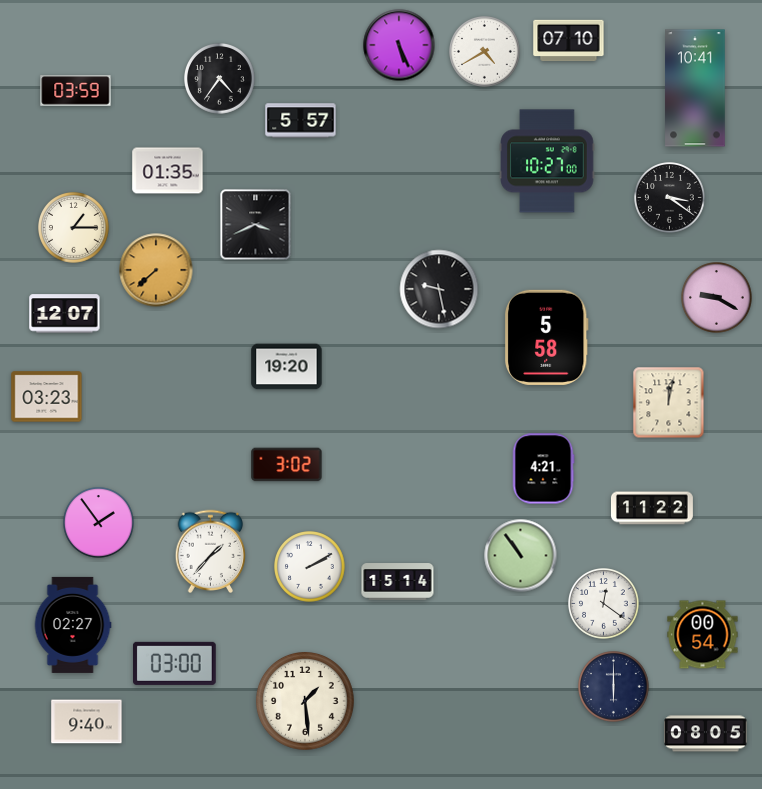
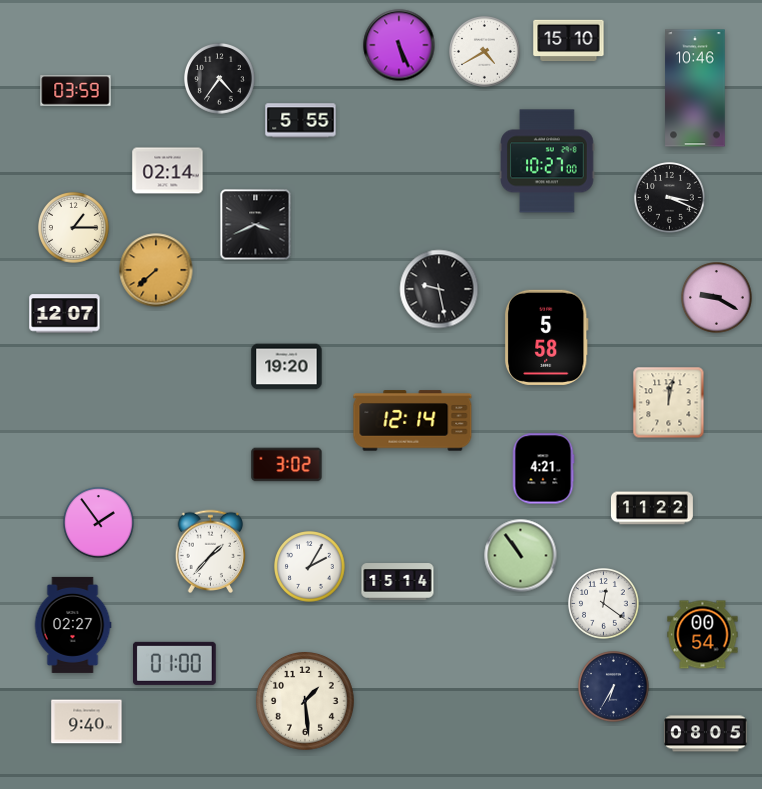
clock at (569, 41): 07:10 -> 15:10
clock at (695, 88): 10:41 -> 10:46
clock at (301, 121): 5:57 -> 5:55
clock at (168, 171): 01:35 -> 02:14
clock at (670, 198): 3:21 -> 3:19
clock at (47, 397): 03:23 -> none
clock at (413, 421): none -> 12:14
clock at (310, 567): 2:10 -> 2:05
clock at (175, 663): 03:00 -> 01:00
clock at (614, 687): 6:00 -> 6:35
